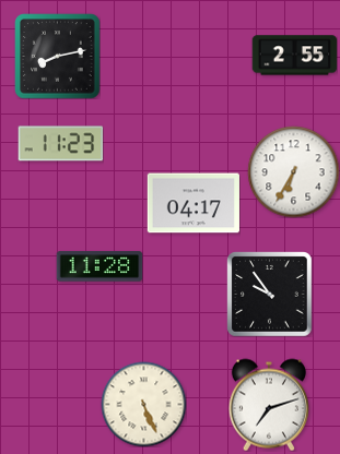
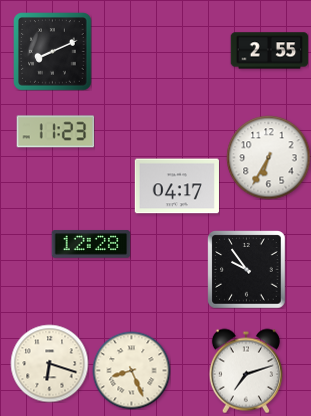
clock at (57, 56): 8:13 -> 8:11
clock at (99, 266): 11:28 -> 12:28
clock at (49, 363): none -> 6:18
clock at (143, 404): 5:26 -> 8:26
